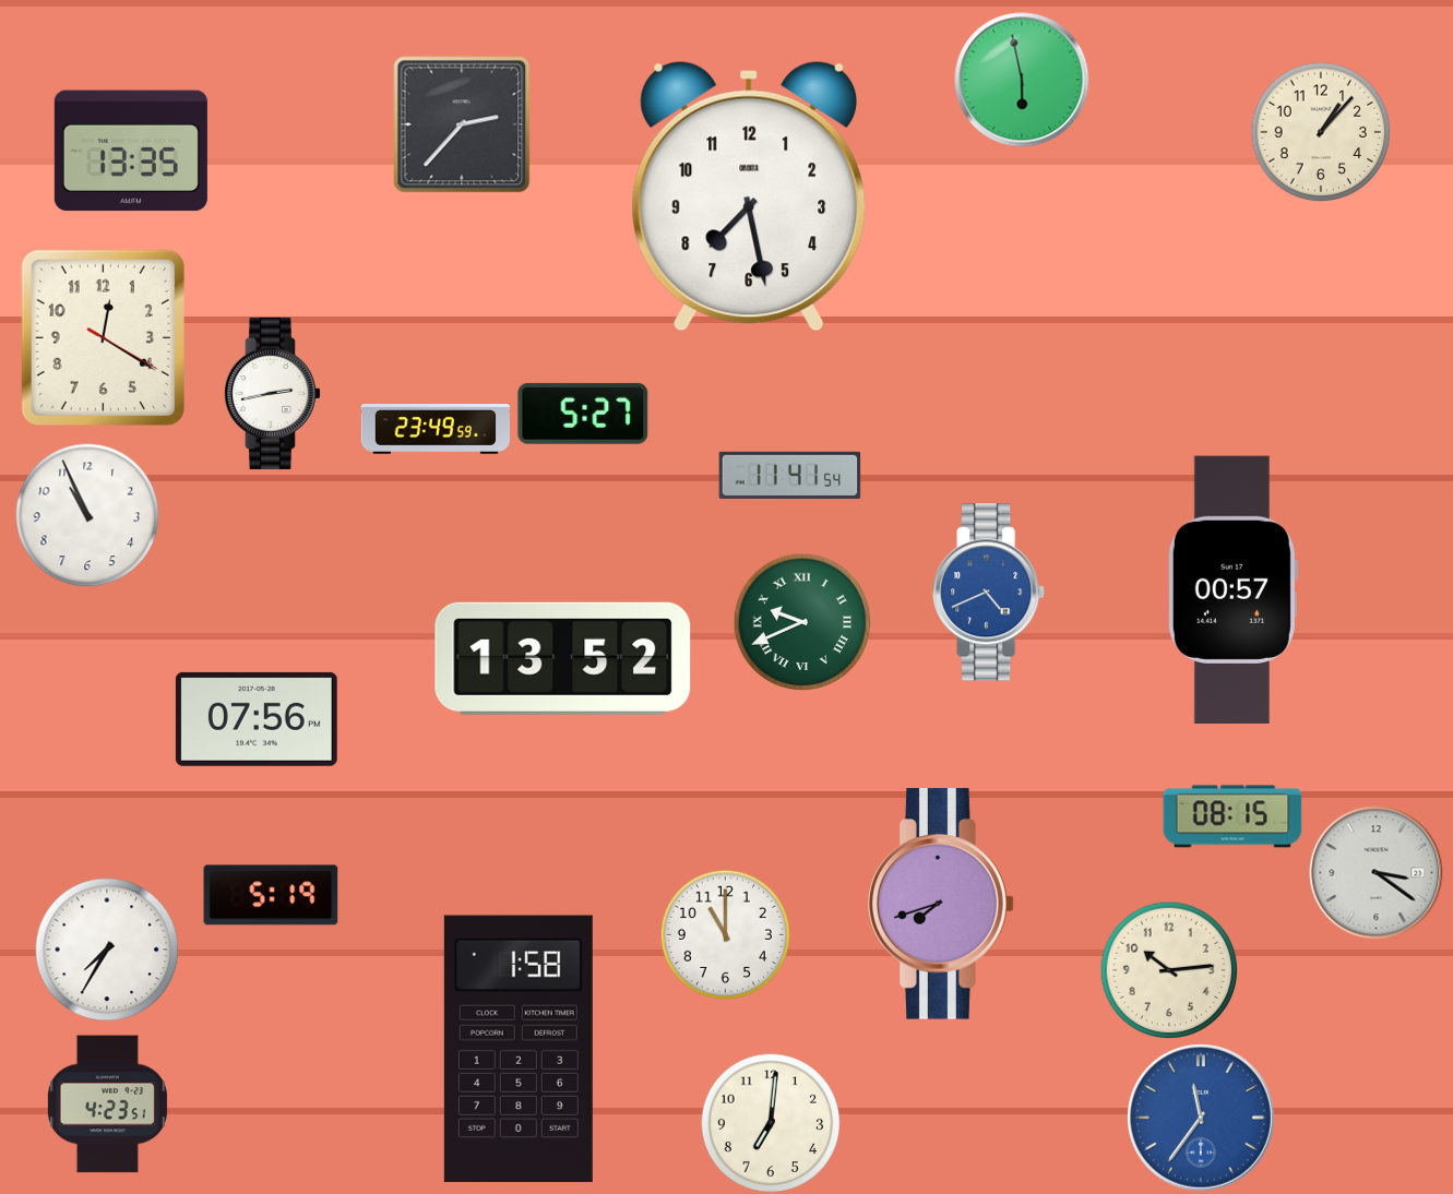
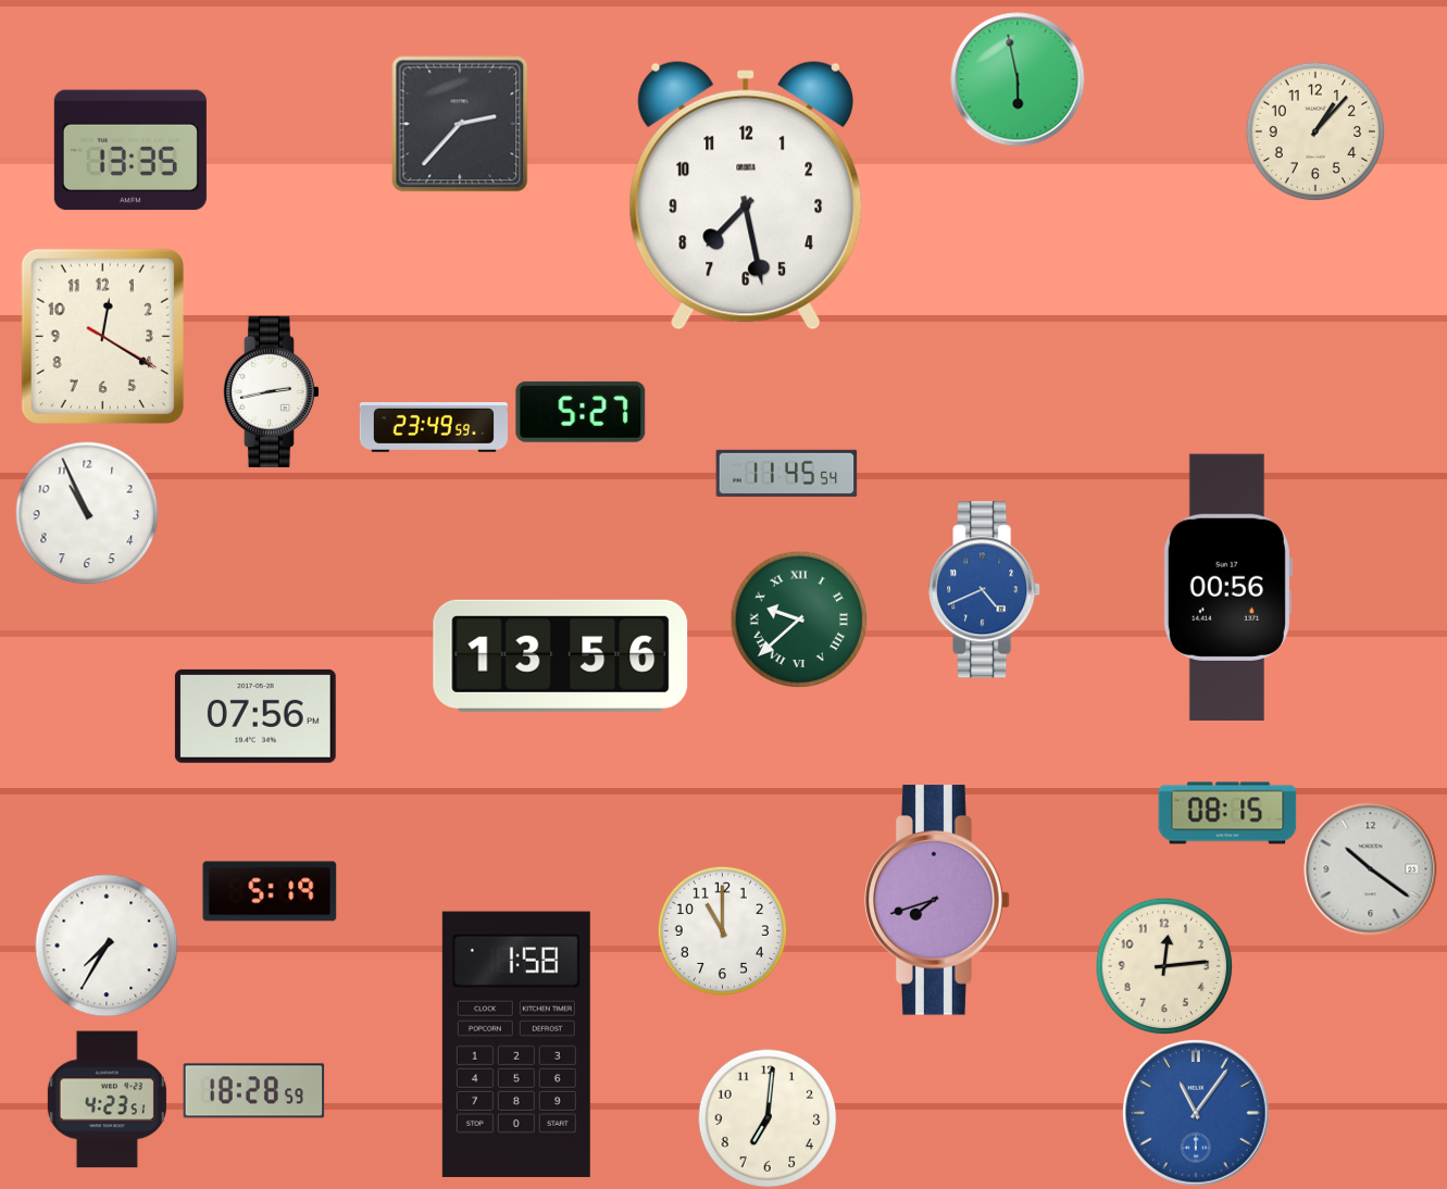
clock at (790, 475): 11:41 -> 11:45
clock at (1232, 589): 00:57 -> 00:56
clock at (802, 622): 9:41 -> 9:38
clock at (563, 658): 13:52 -> 13:56
clock at (1377, 873): 3:21 -> 10:21
clock at (1169, 970): 10:14 -> 12:14
clock at (254, 1091): none -> 18:28
clock at (1201, 1118): 11:36 -> 11:06
